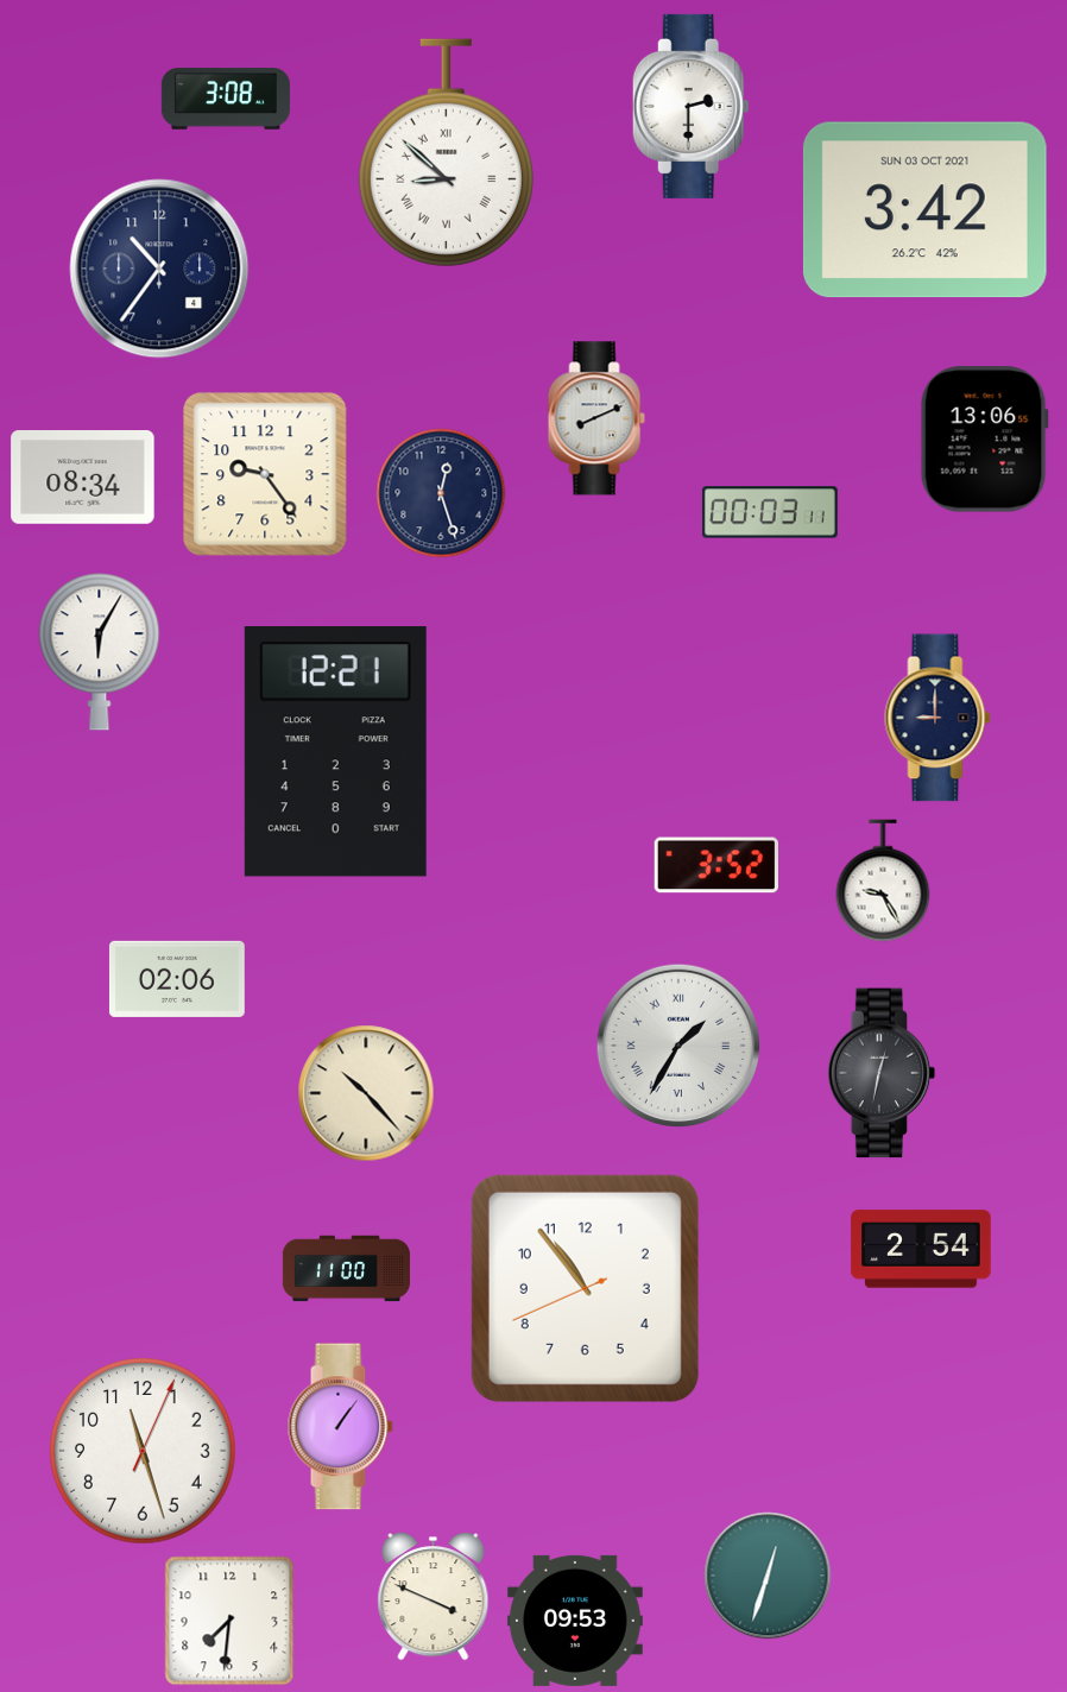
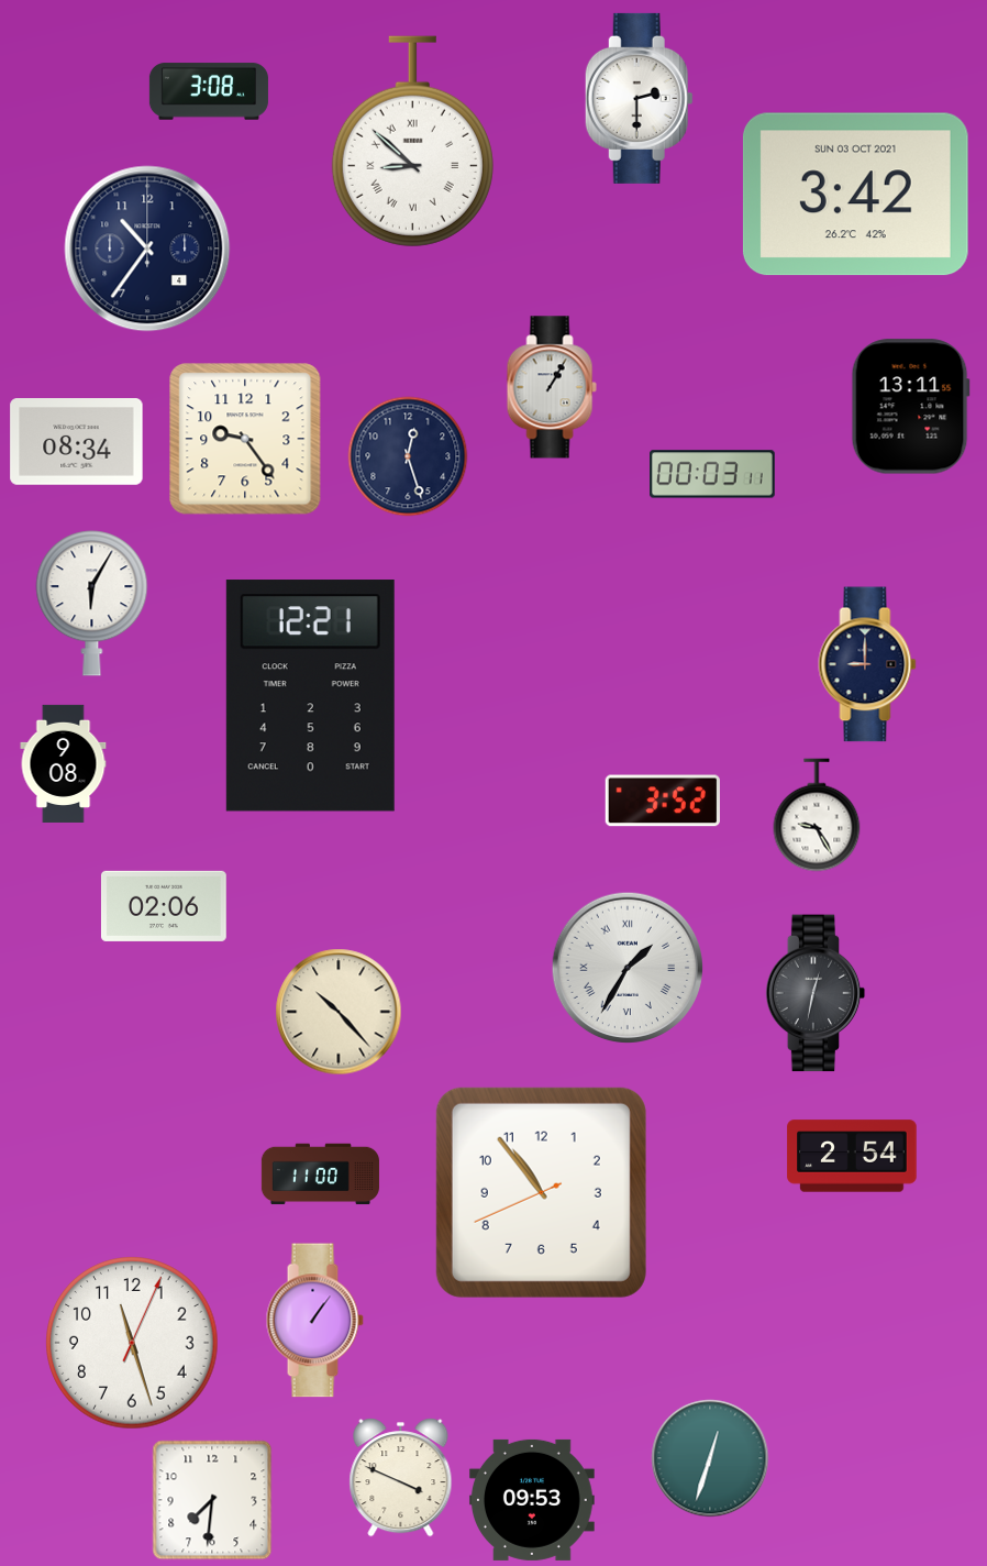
clock at (596, 418): 8:11 -> 1:05
clock at (984, 440): 13:06 -> 13:11
clock at (64, 763): none -> 9:08
